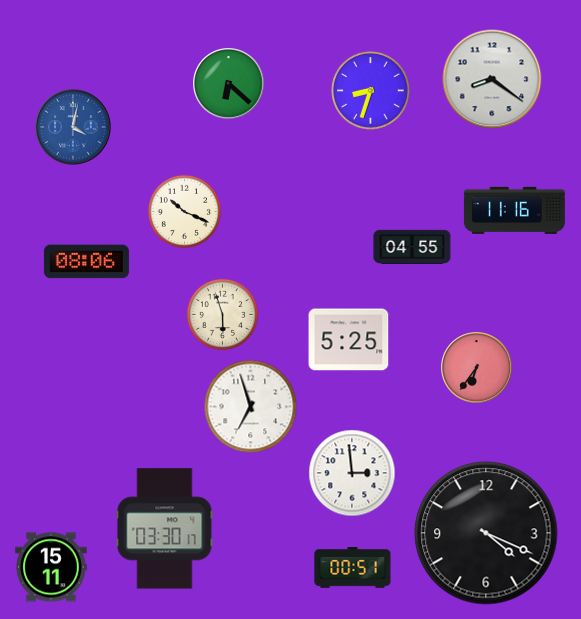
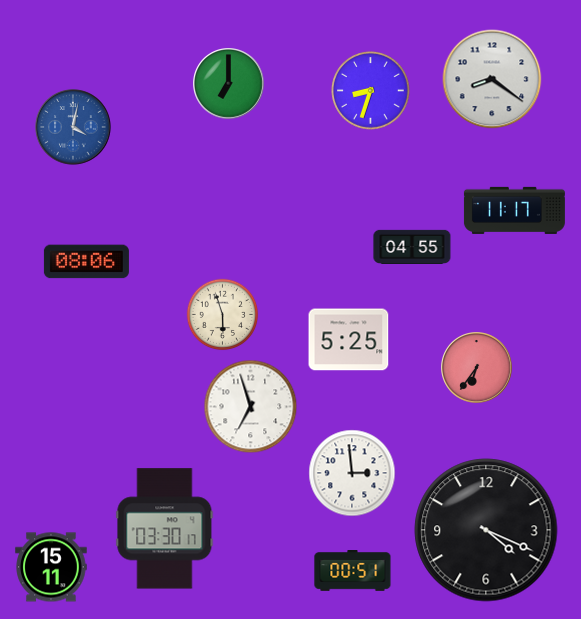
clock at (229, 84): 6:22 -> 7:00
clock at (514, 210): 11:16 -> 11:17
clock at (184, 211): 10:19 -> none
clock at (486, 533) position: (486, 533) -> (486, 530)
clock at (353, 568) position: (353, 568) -> (353, 571)
